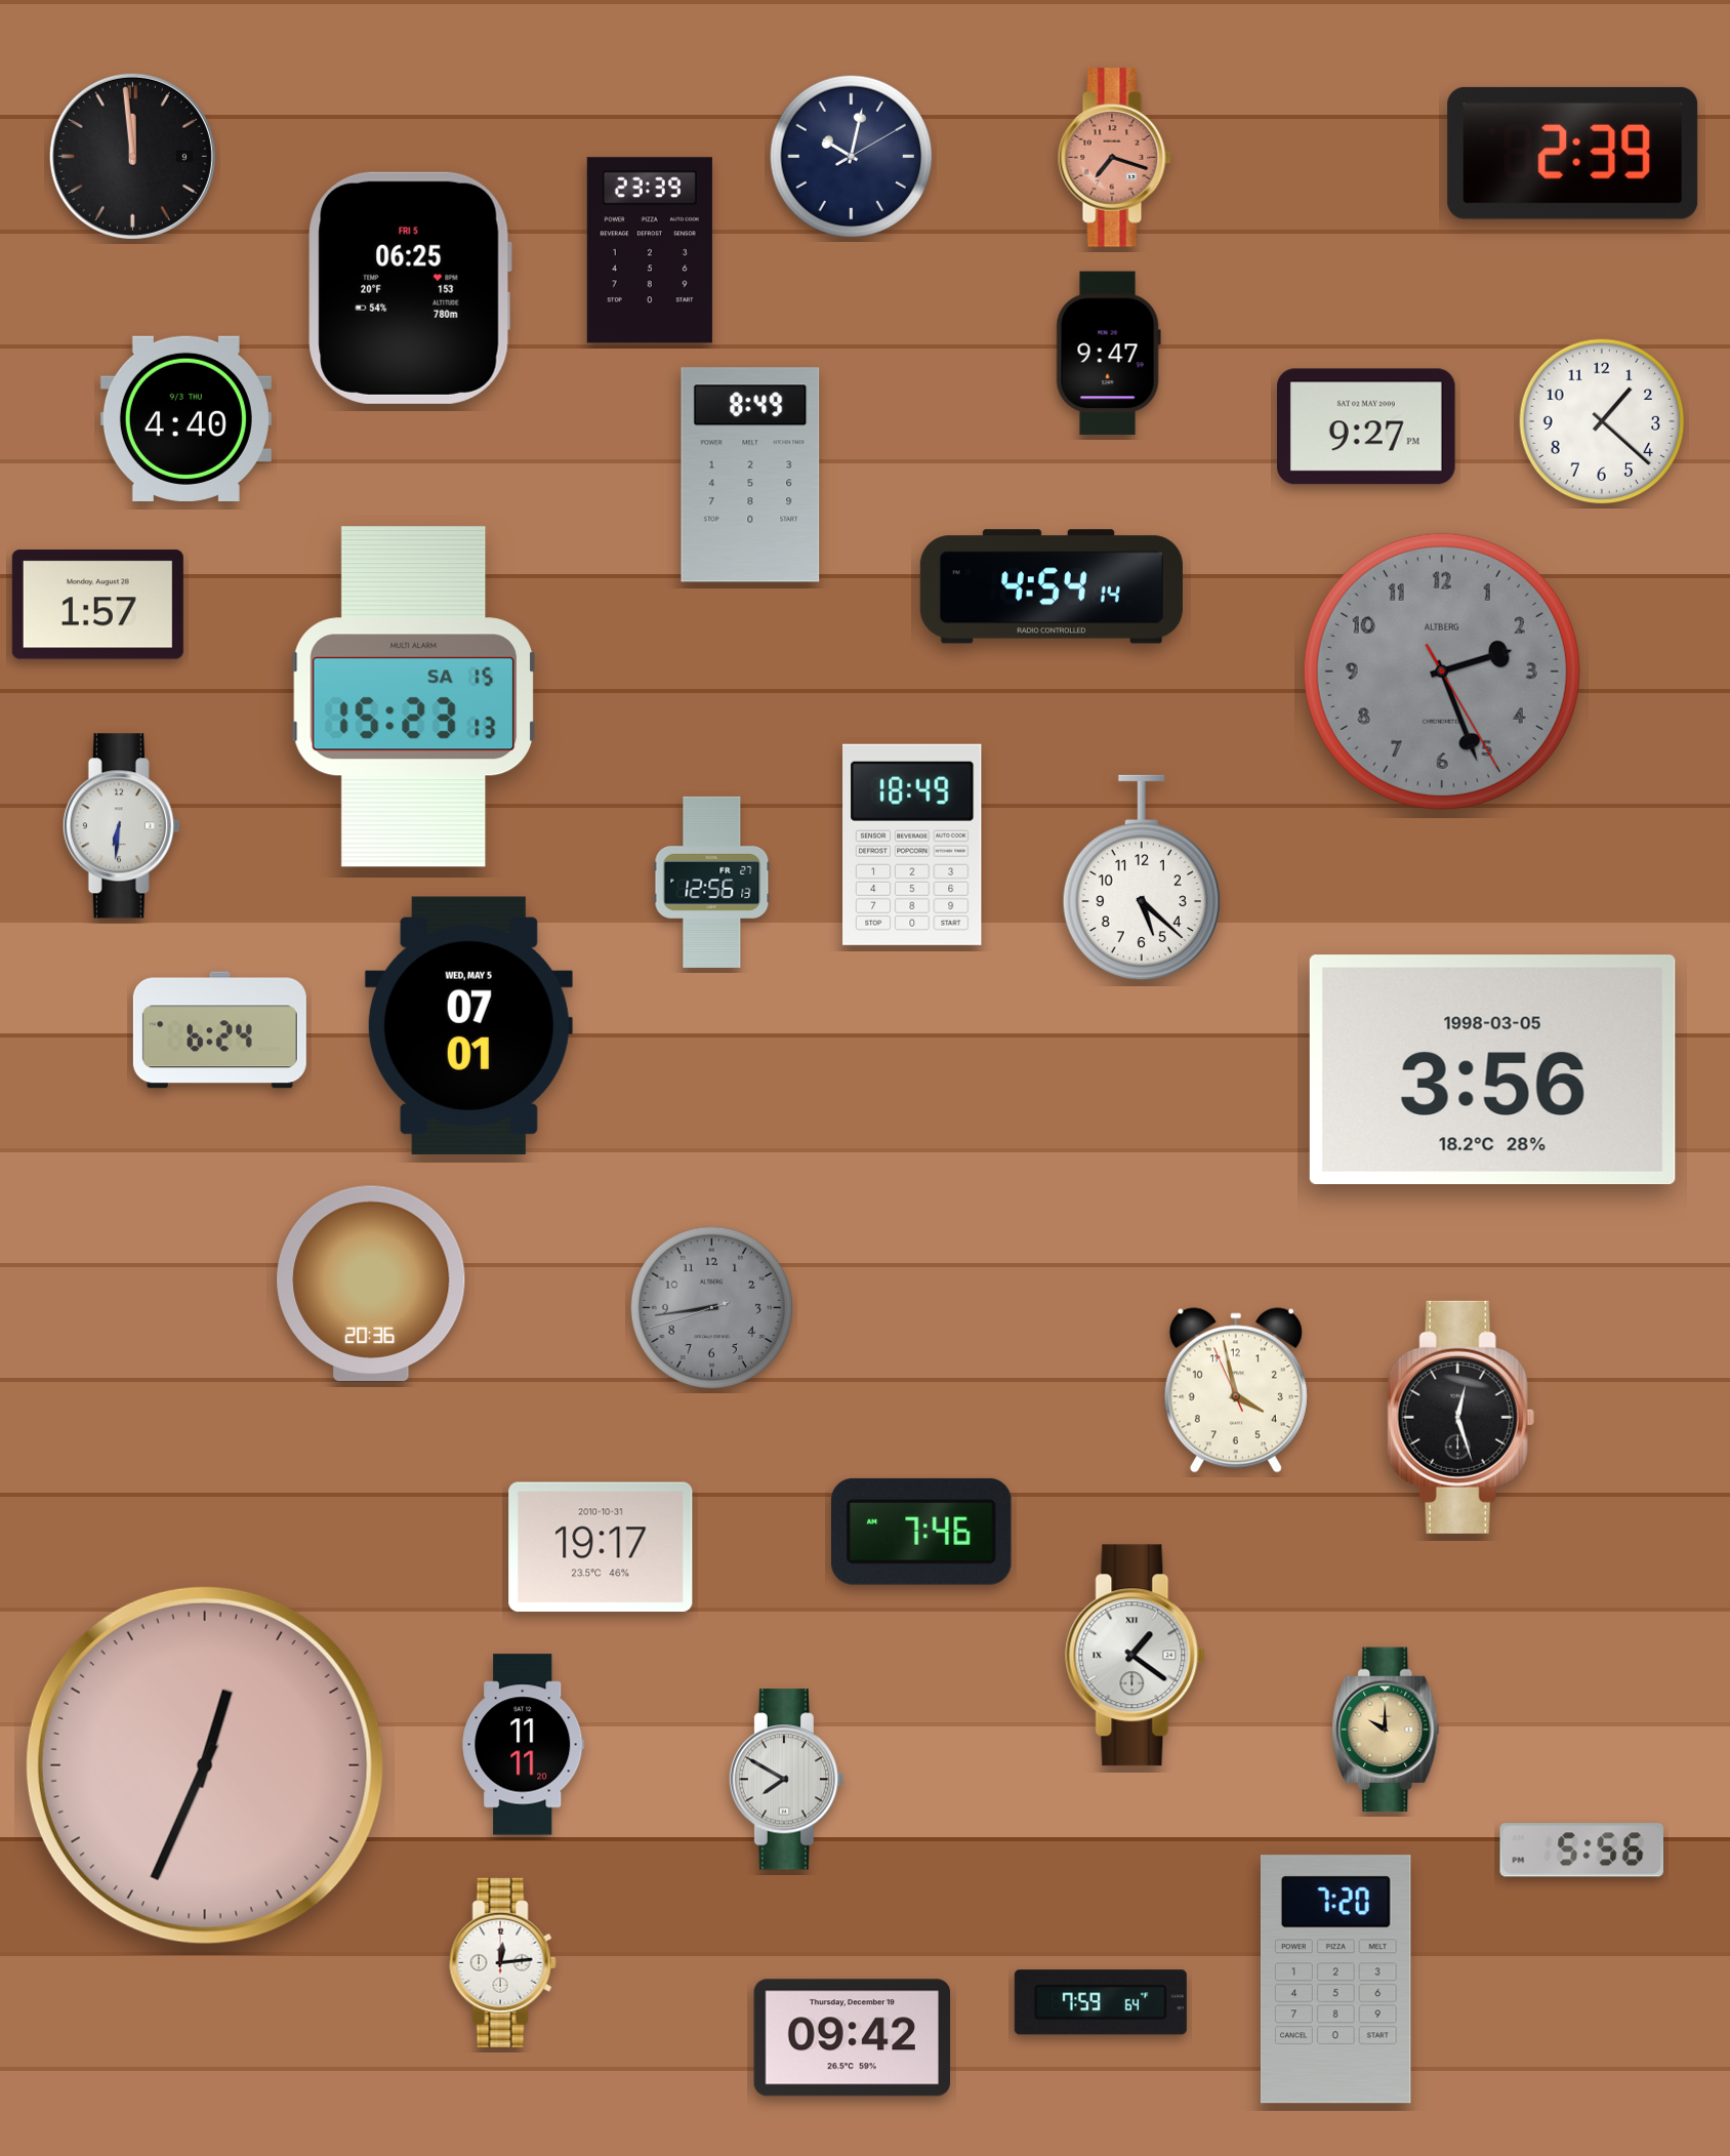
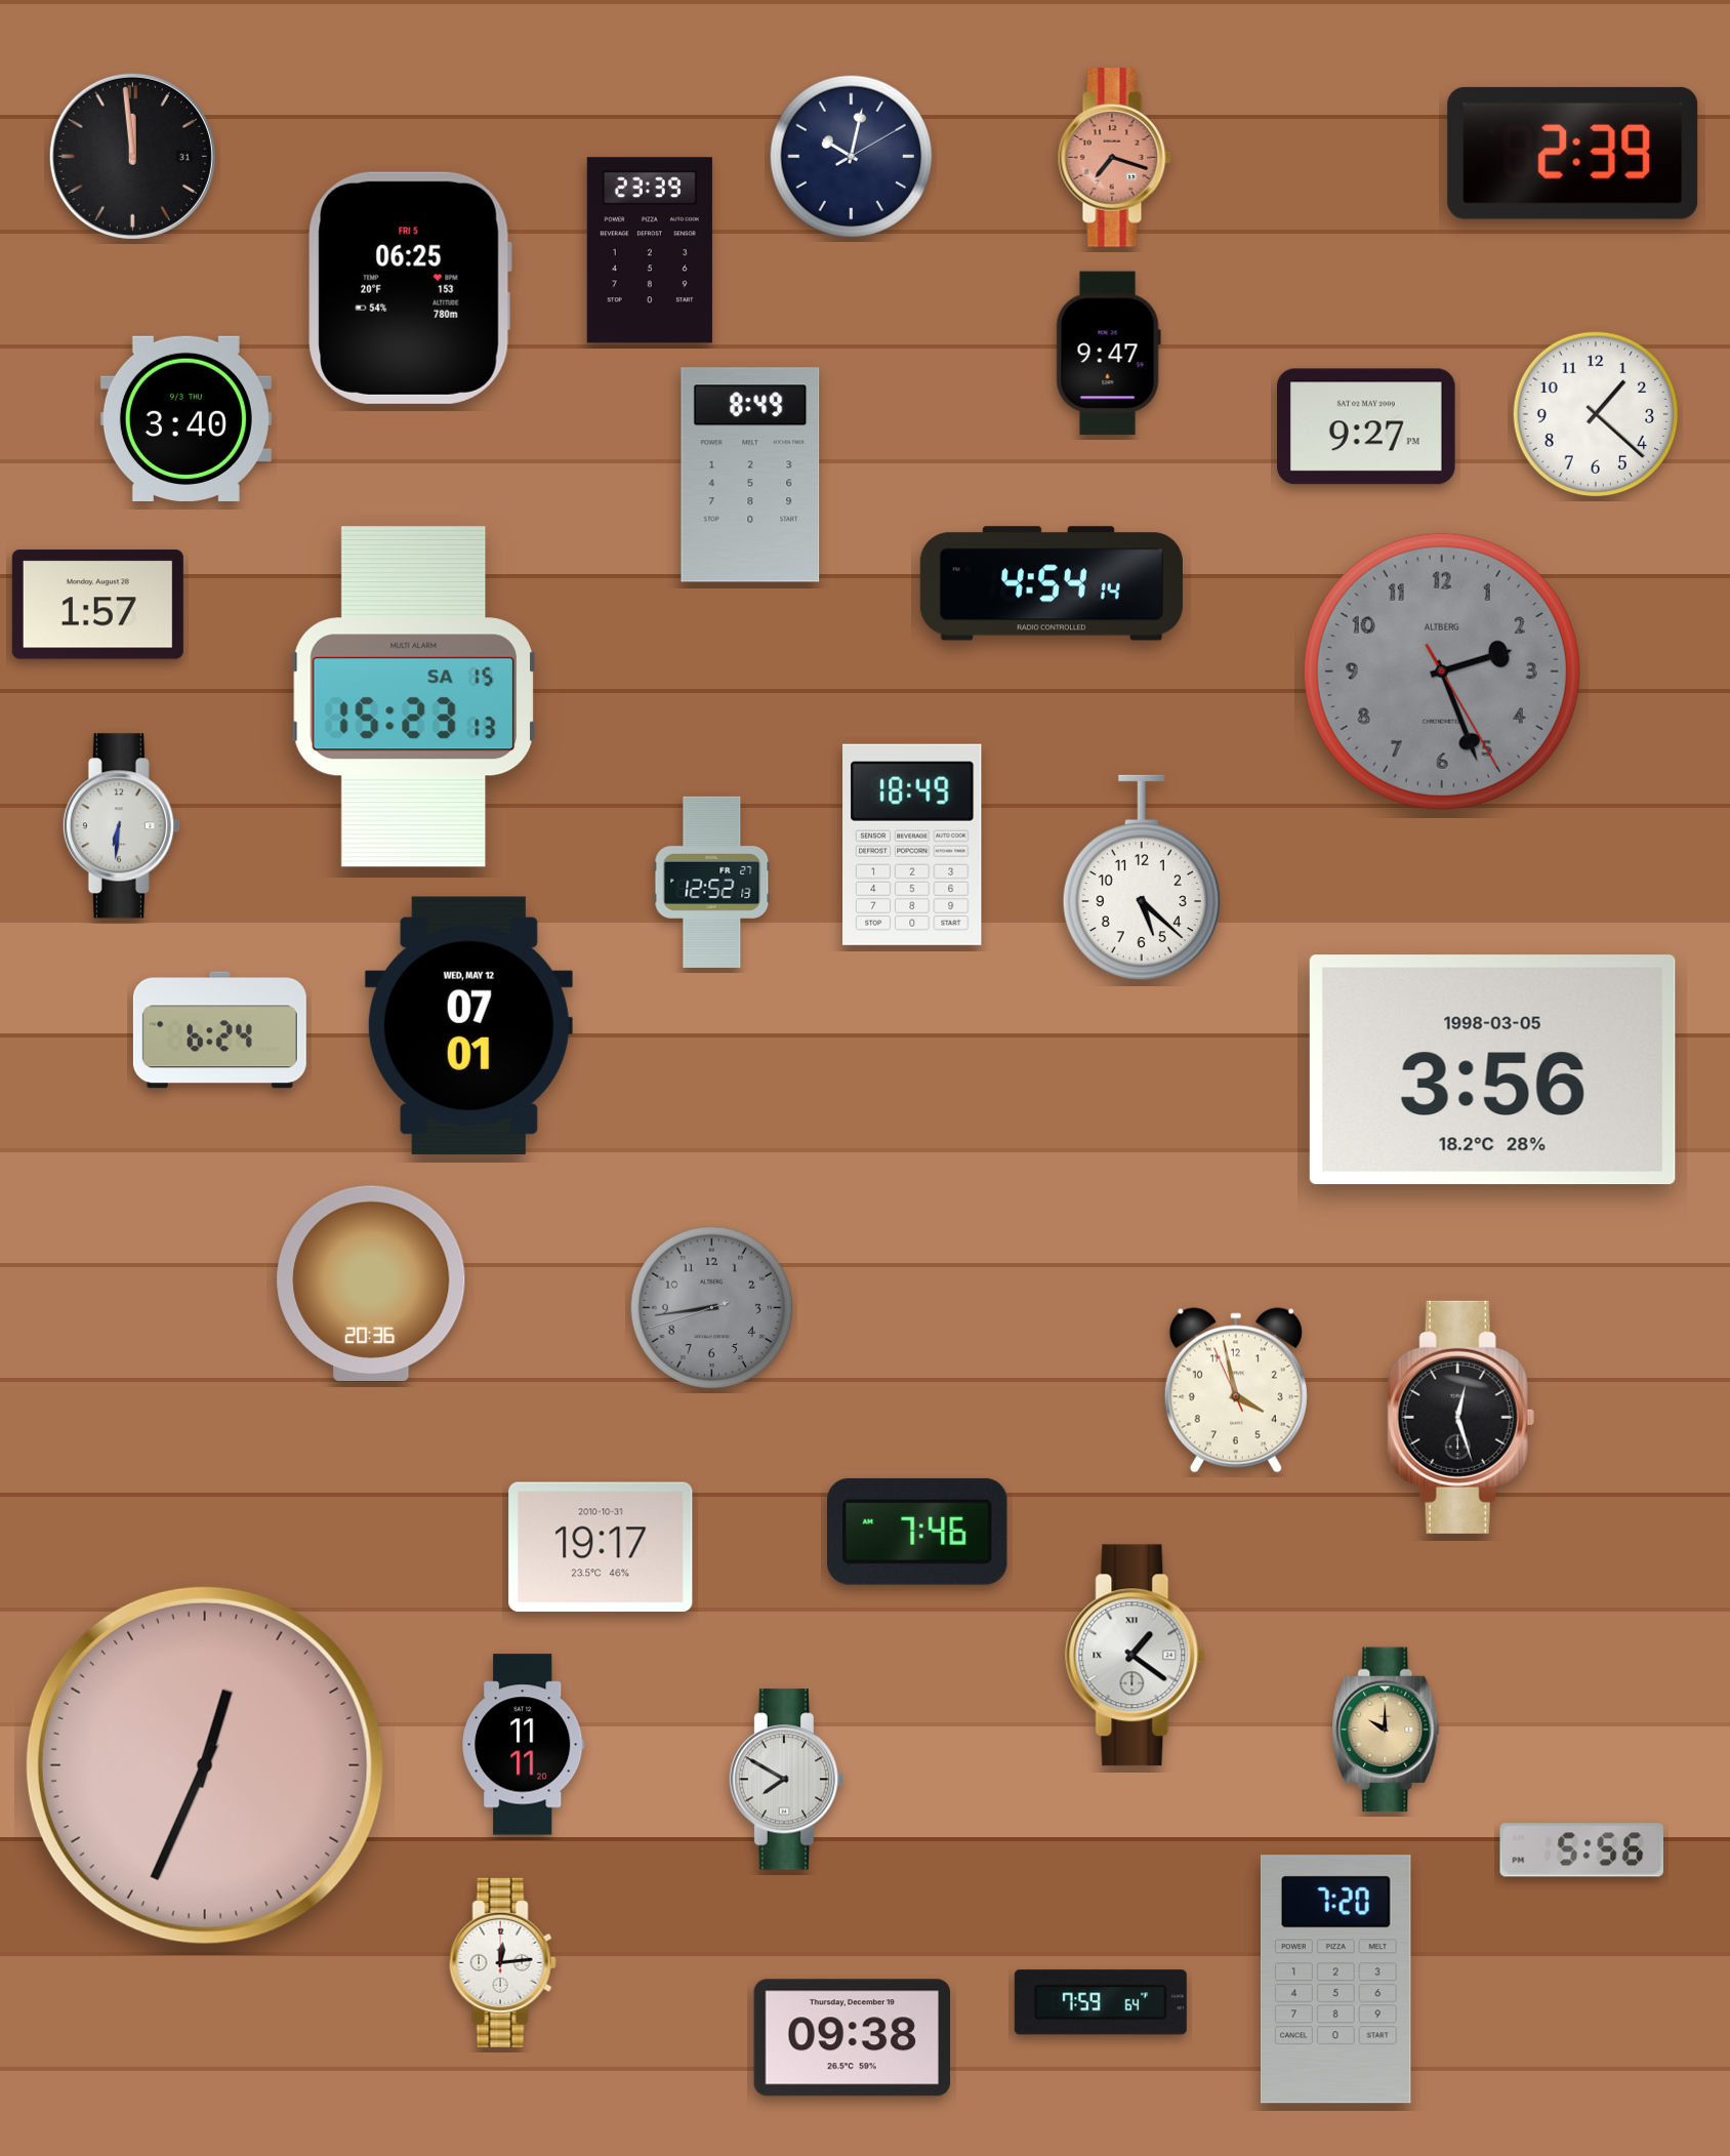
clock at (132, 156) date: 9 -> 31
clock at (186, 418): 4:40 -> 3:40
clock at (1602, 421) position: (1602, 421) -> (1596, 414)
clock at (1052, 586) position: (1052, 586) -> (1052, 583)
clock at (712, 882): 12:56 -> 12:52
clock at (468, 1025) date: WED, MAY 5 -> WED, MAY 12
clock at (922, 1532) position: (922, 1532) -> (918, 1532)
clock at (852, 2038): 09:42 -> 09:38
